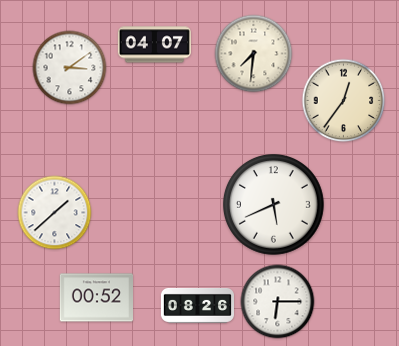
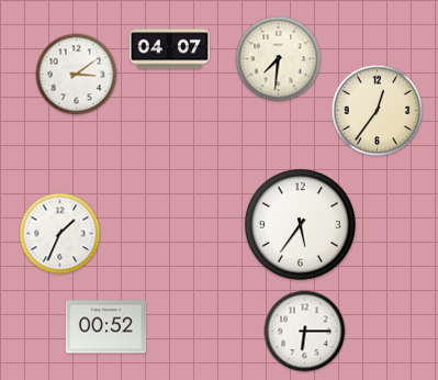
clock at (273, 204): 5:41 -> 5:36
clock at (55, 213): 1:38 -> 1:34
clock at (197, 305): 08:26 -> none
